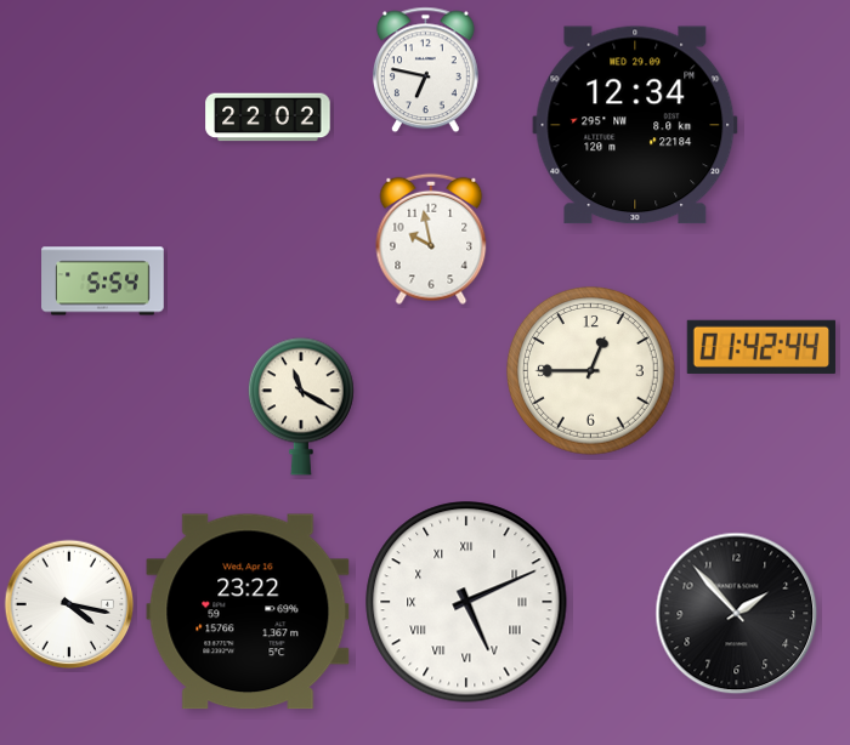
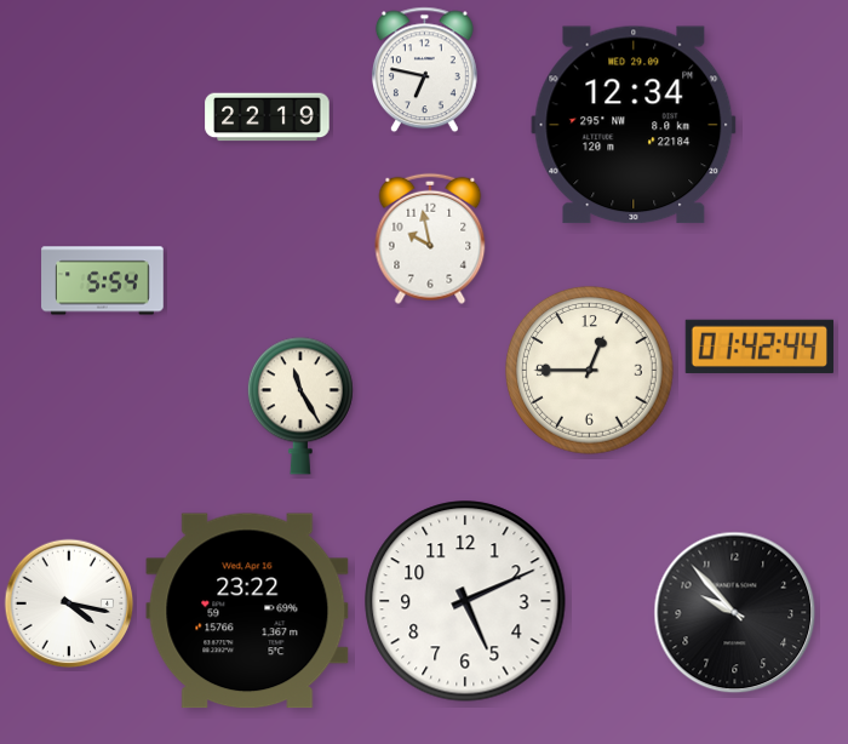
clock at (268, 118): 22:02 -> 22:19
clock at (301, 406): 11:20 -> 11:25
clock at (466, 602) numerals: Roman -> Arabic
clock at (737, 614): 1:53 -> 9:53
